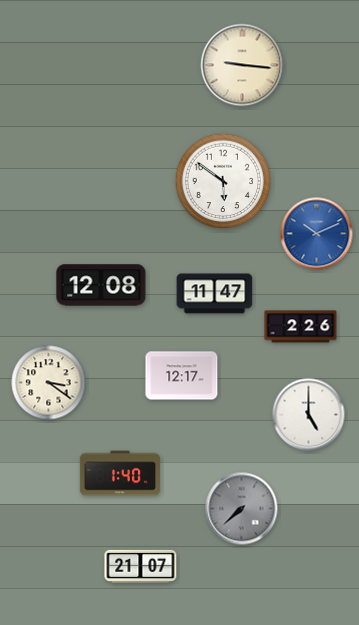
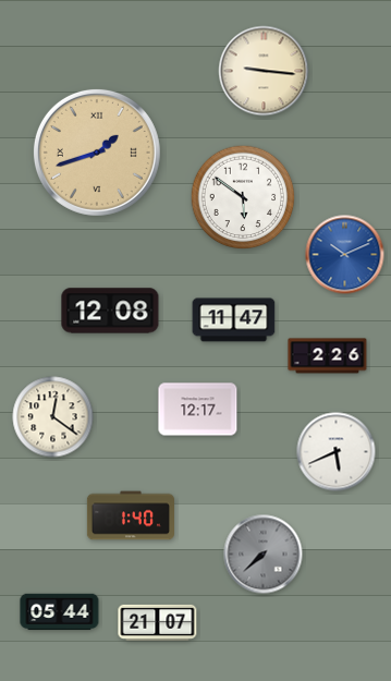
clock at (97, 153): none -> 1:42
clock at (49, 383): 3:21 -> 12:21
clock at (309, 415): 5:00 -> 5:41
clock at (60, 612): none -> 05:44
clock at (141, 566) position: (141, 566) -> (158, 622)
